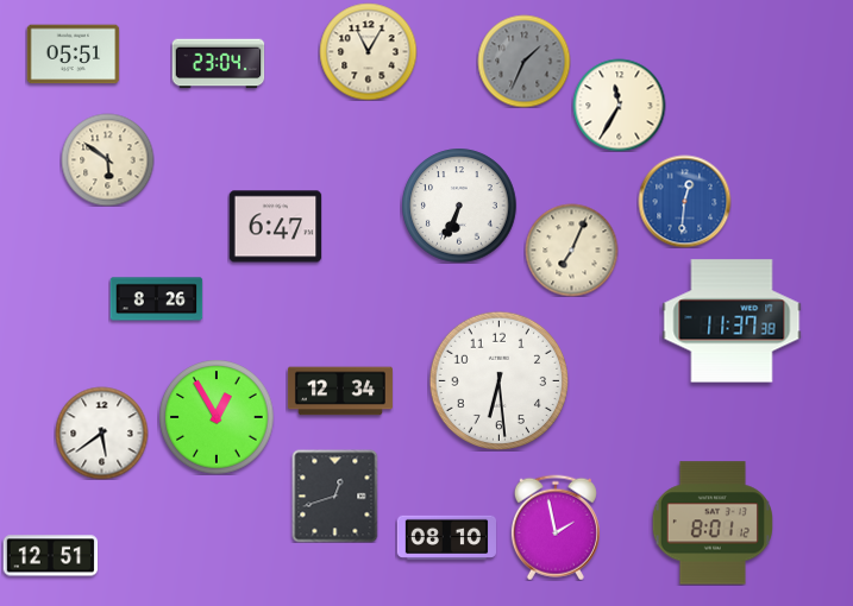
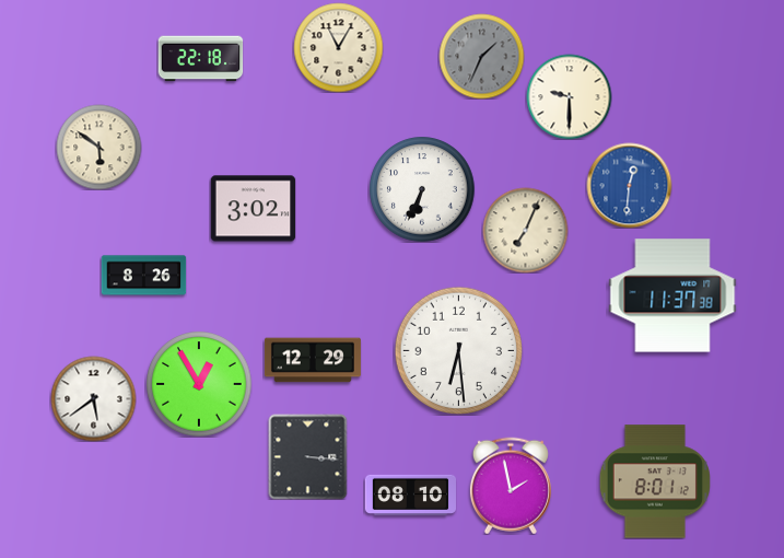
clock at (73, 55): 05:51 -> none
clock at (218, 64): 23:04 -> 22:18
clock at (619, 105): 11:35 -> 9:30
clock at (275, 227): 6:47 -> 3:02
clock at (340, 391): 12:34 -> 12:29
clock at (335, 495): 12:42 -> 3:16
clock at (50, 556): 12:51 -> none
